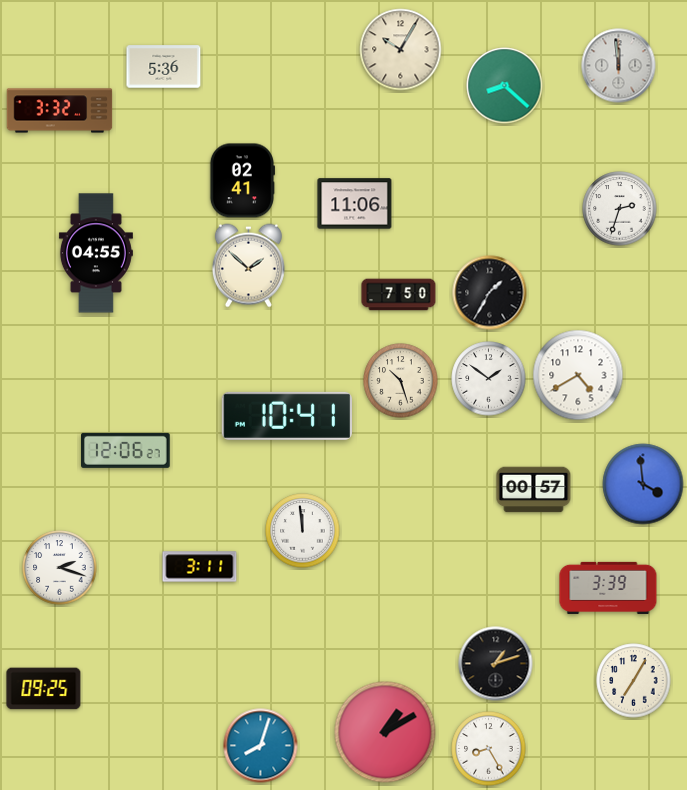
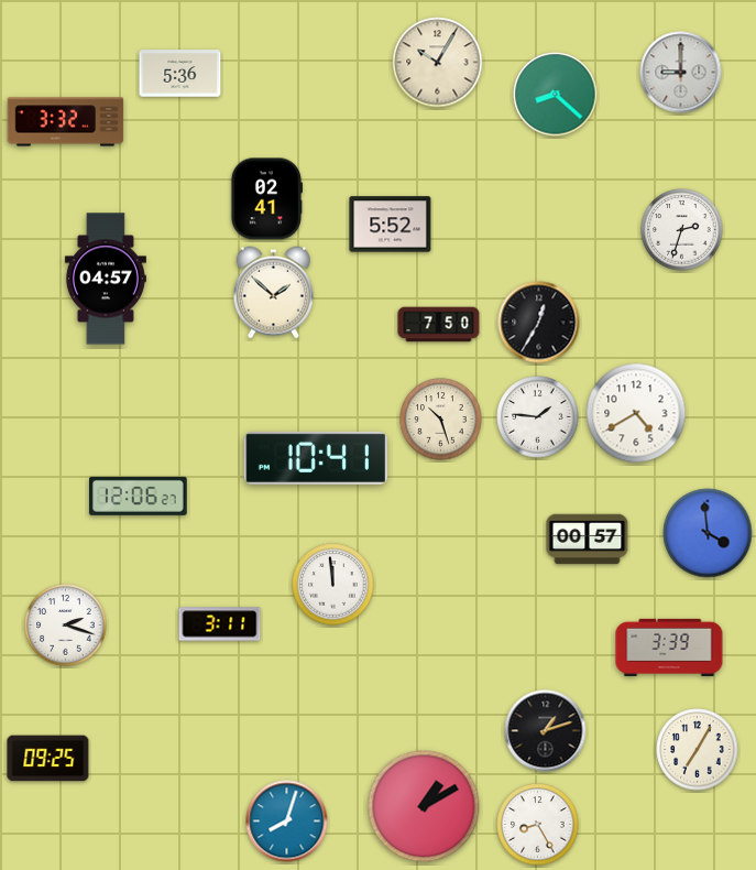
clock at (401, 50) position: (401, 50) -> (438, 63)
clock at (619, 66): 11:59 -> 9:00
clock at (355, 204): 11:06 -> 5:52
clock at (96, 253): 04:55 -> 04:57
clock at (490, 293): 1:35 -> 12:35
clock at (489, 379): 1:51 -> 1:46
